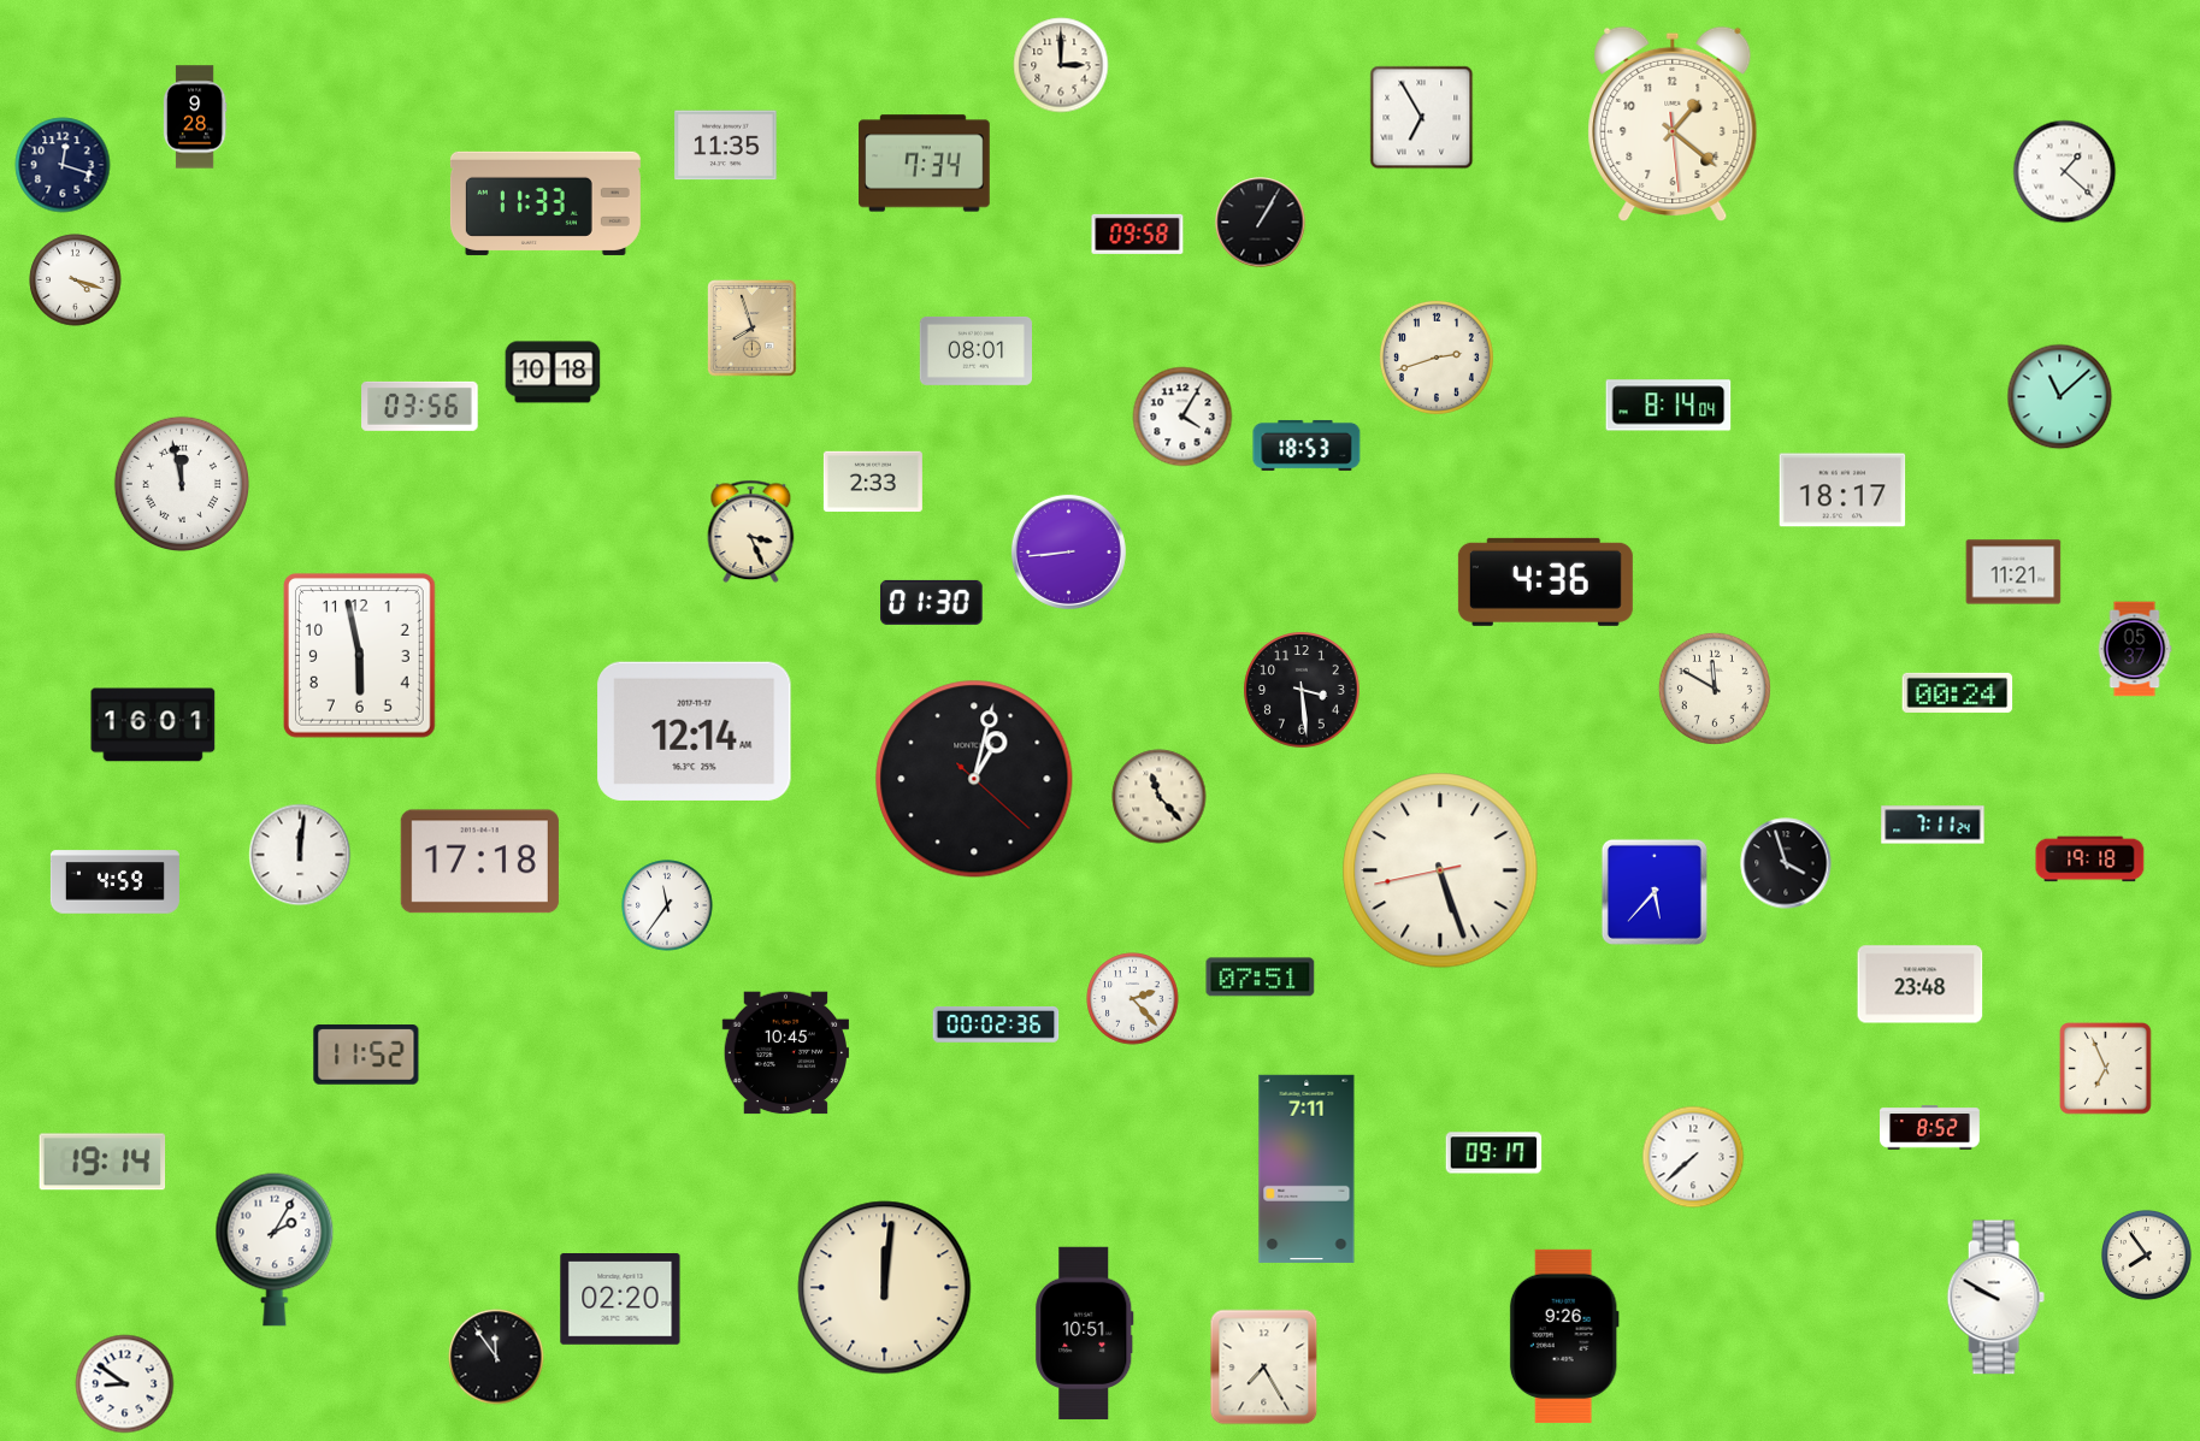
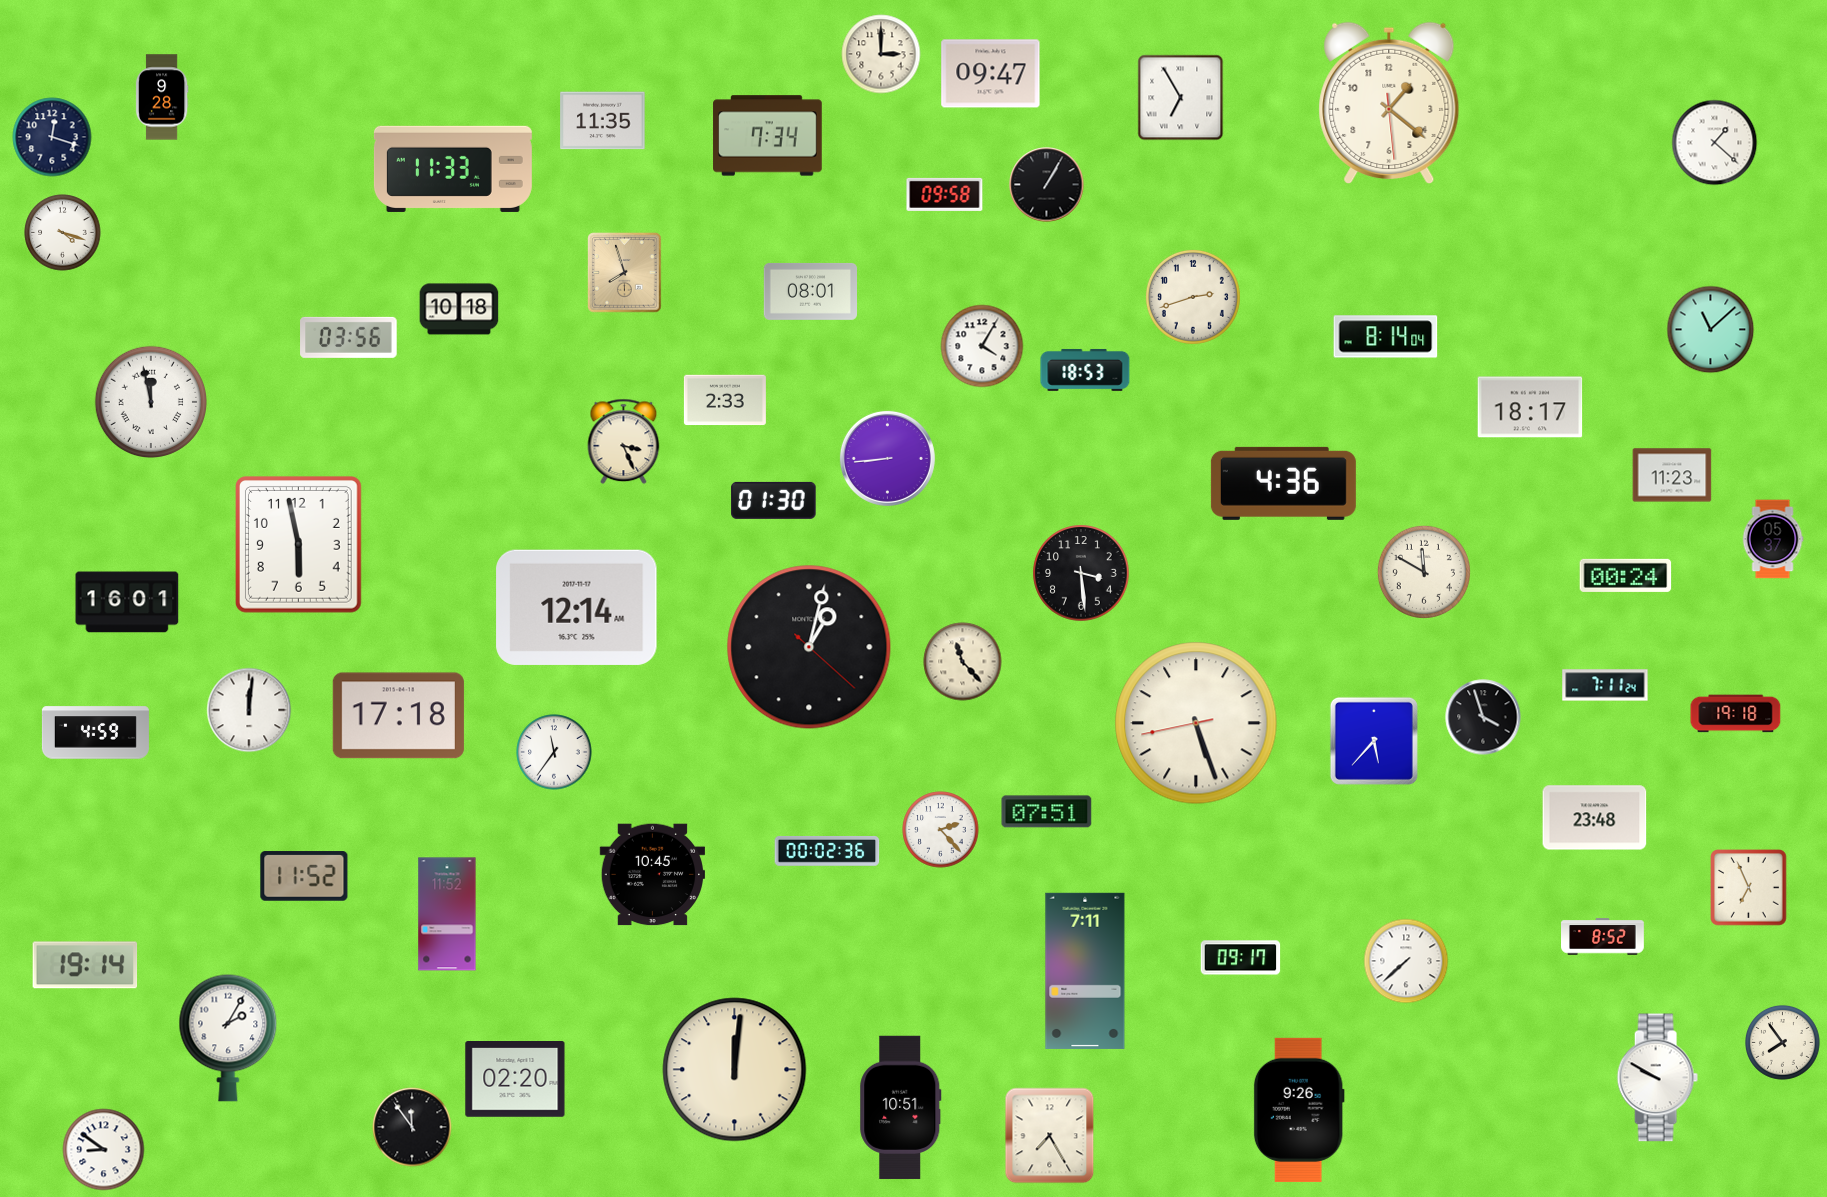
clock at (991, 74): none -> 09:47
clock at (2013, 572): 11:21 -> 11:23
clock at (447, 914): none -> 11:52
